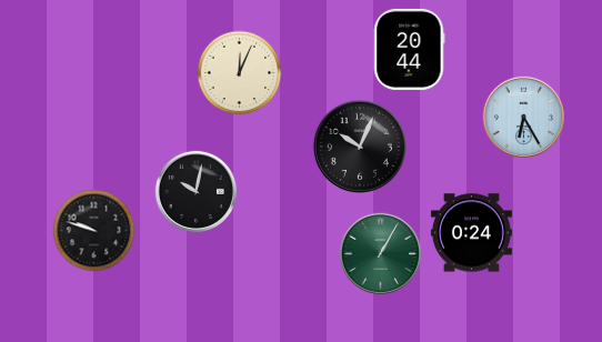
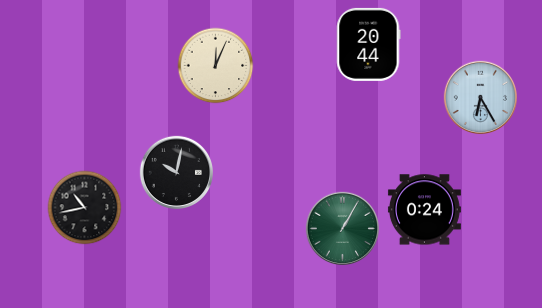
clock at (523, 117) position: (523, 117) -> (480, 97)
clock at (360, 147): 10:04 -> none
clock at (94, 231): 9:48 -> 10:43
